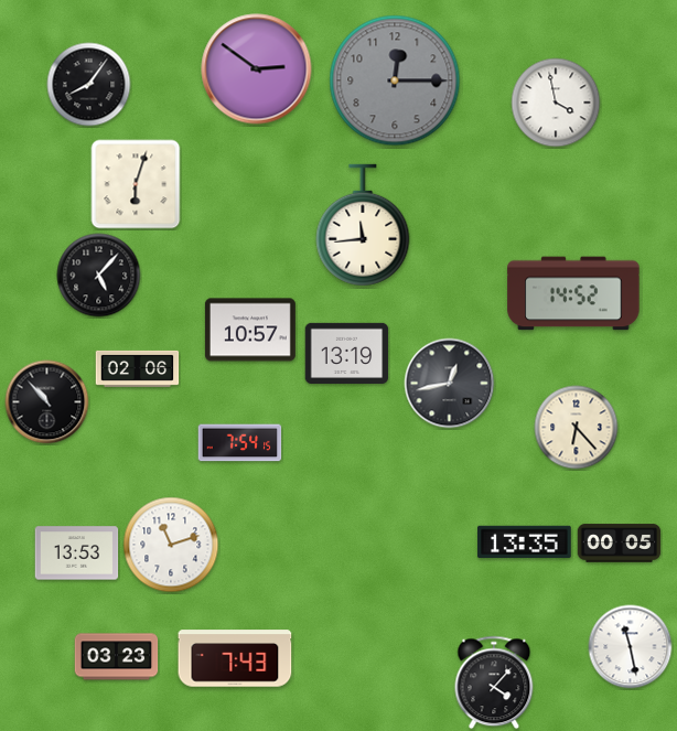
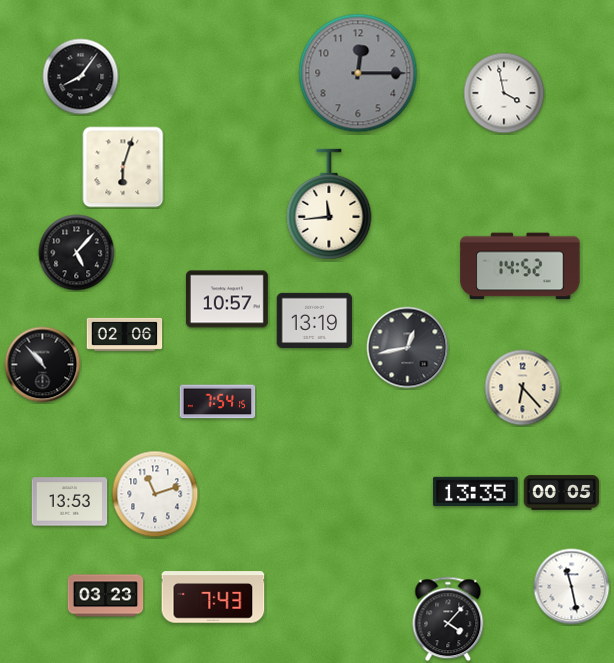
clock at (257, 69): 2:51 -> none
clock at (99, 276) position: (99, 276) -> (77, 253)
